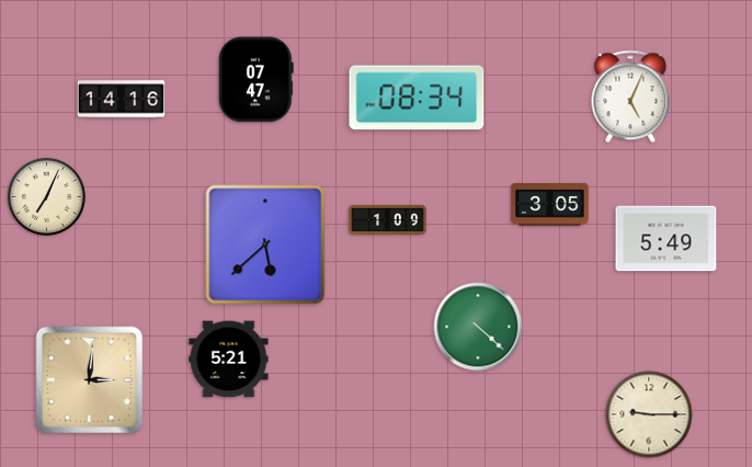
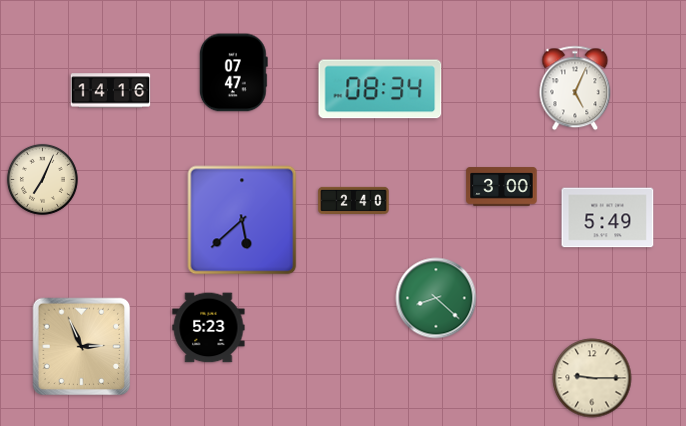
clock at (550, 205): 3:05 -> 3:00
clock at (388, 219): 1:09 -> 2:40
clock at (265, 244) position: (265, 244) -> (242, 220)
clock at (478, 327): 4:22 -> 8:22
clock at (229, 360): 5:21 -> 5:23
clock at (90, 380): 3:01 -> 2:56
